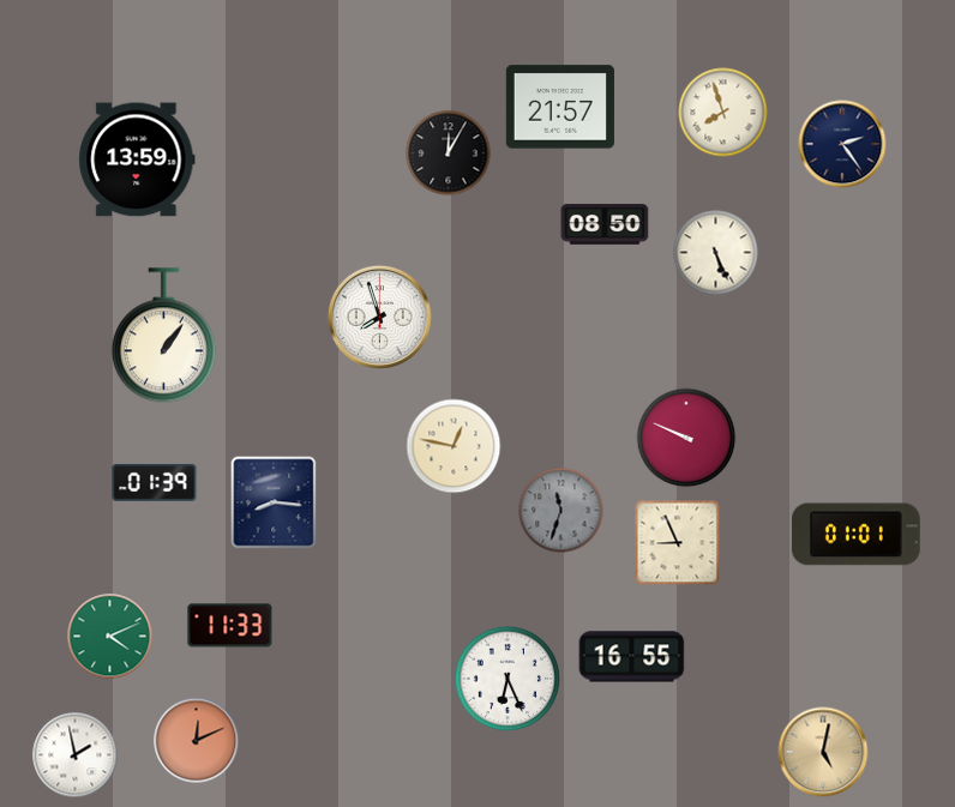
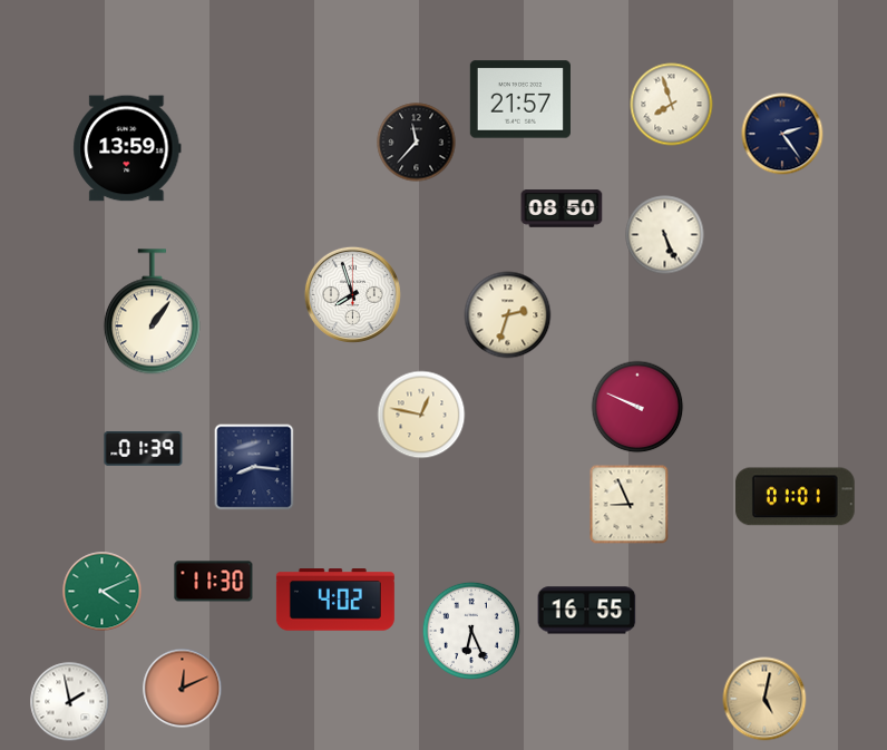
clock at (449, 153): 12:05 -> 11:37
clock at (508, 315): none -> 2:33
clock at (561, 511): 11:33 -> none
clock at (230, 626): 11:33 -> 11:30
clock at (335, 600): none -> 4:02
